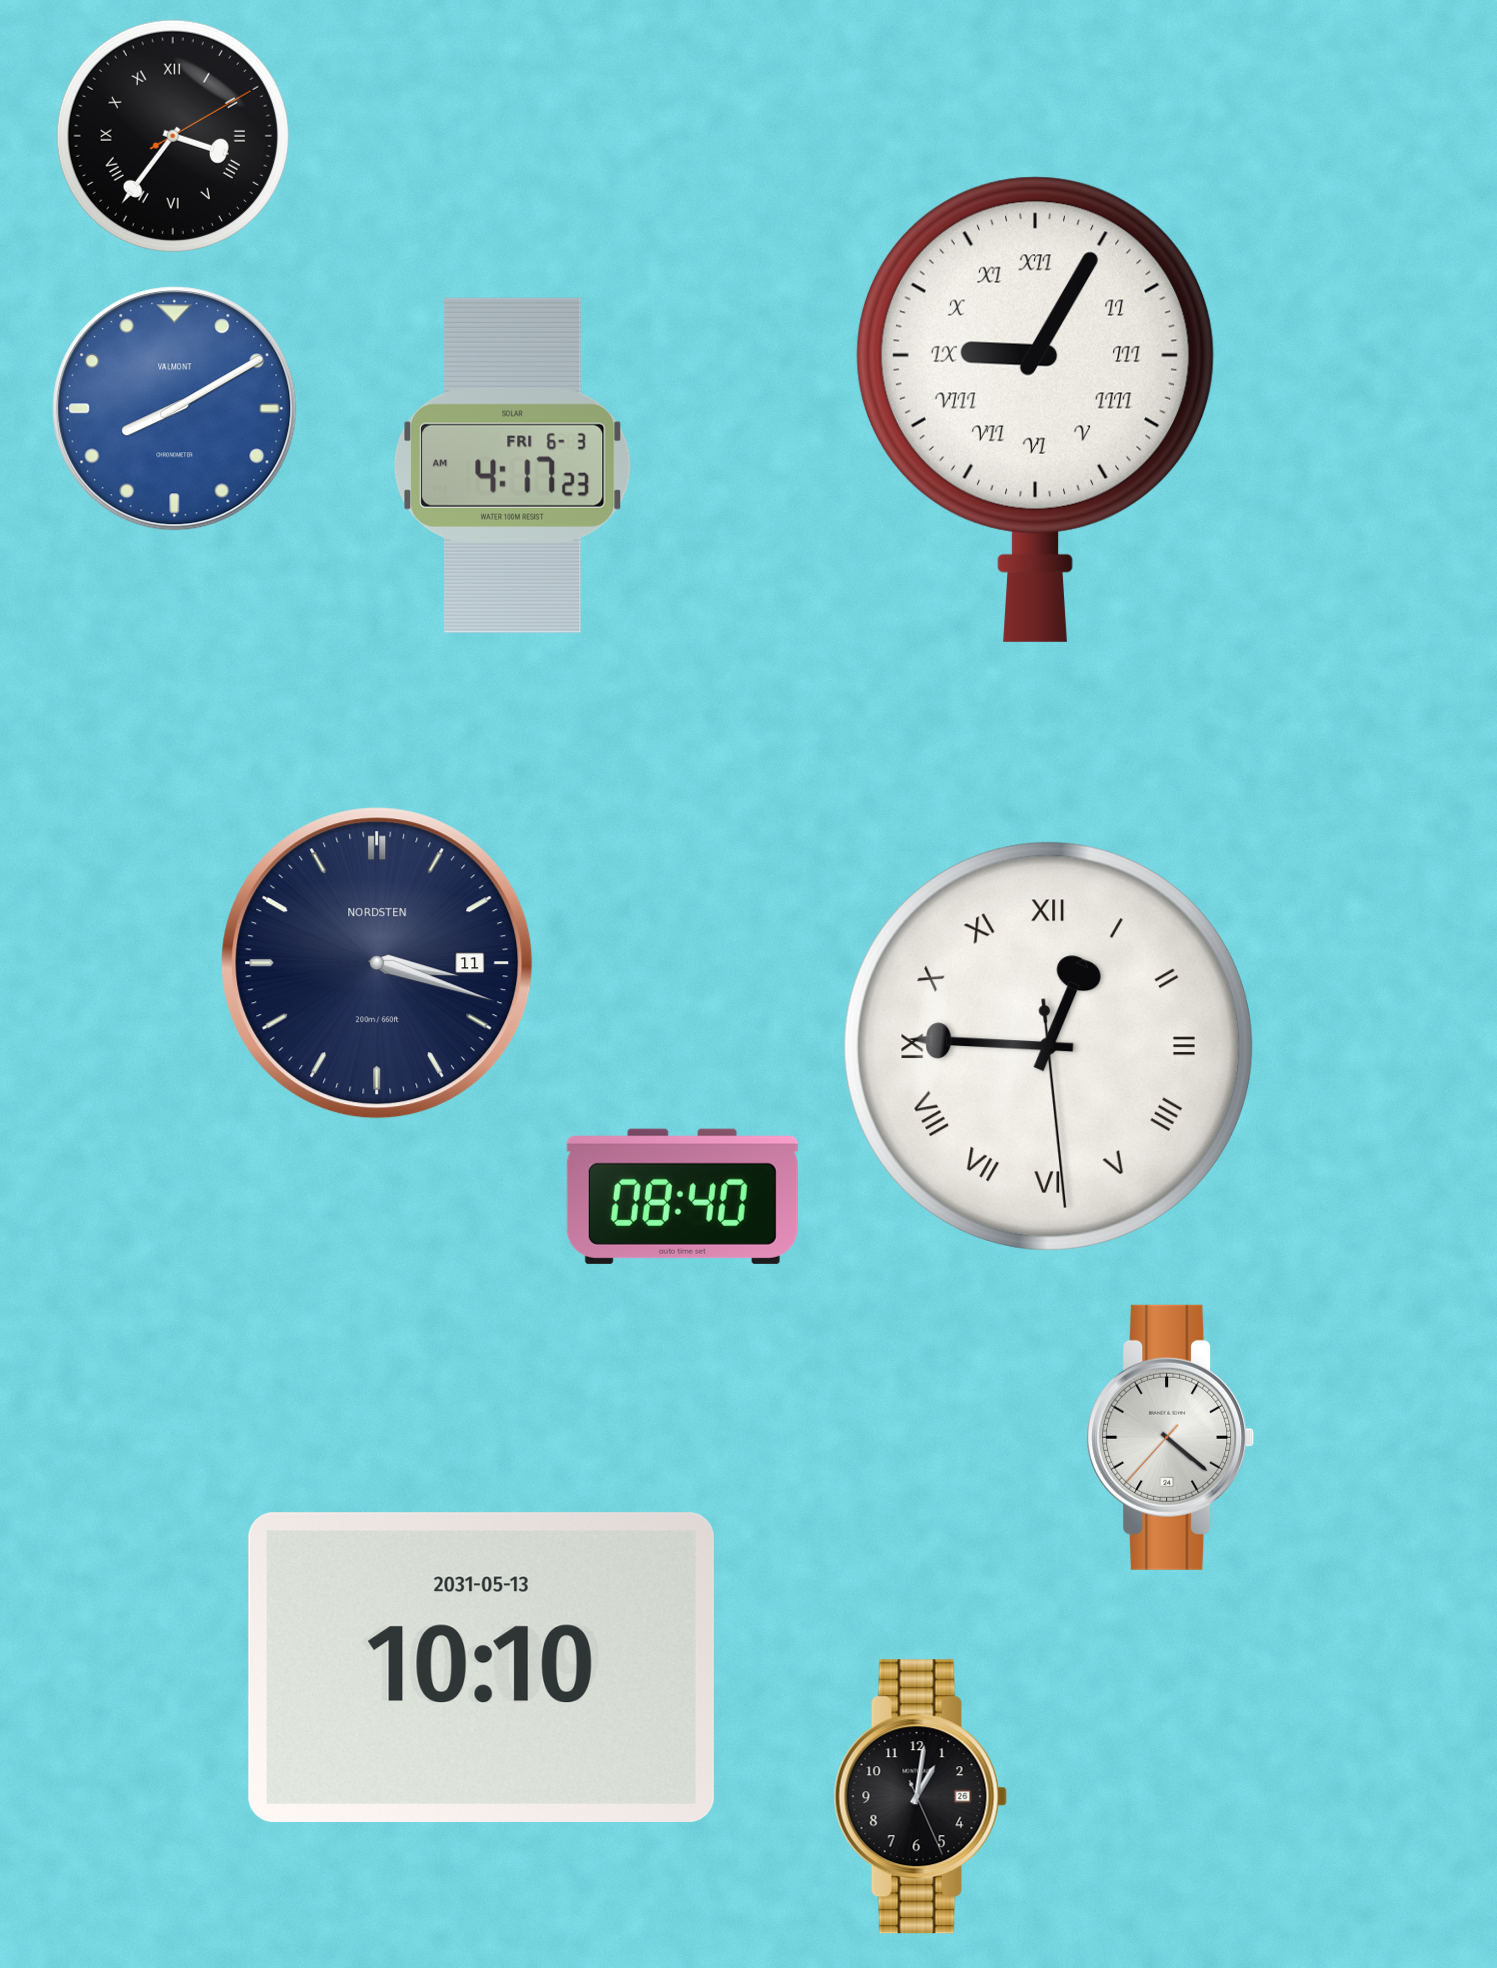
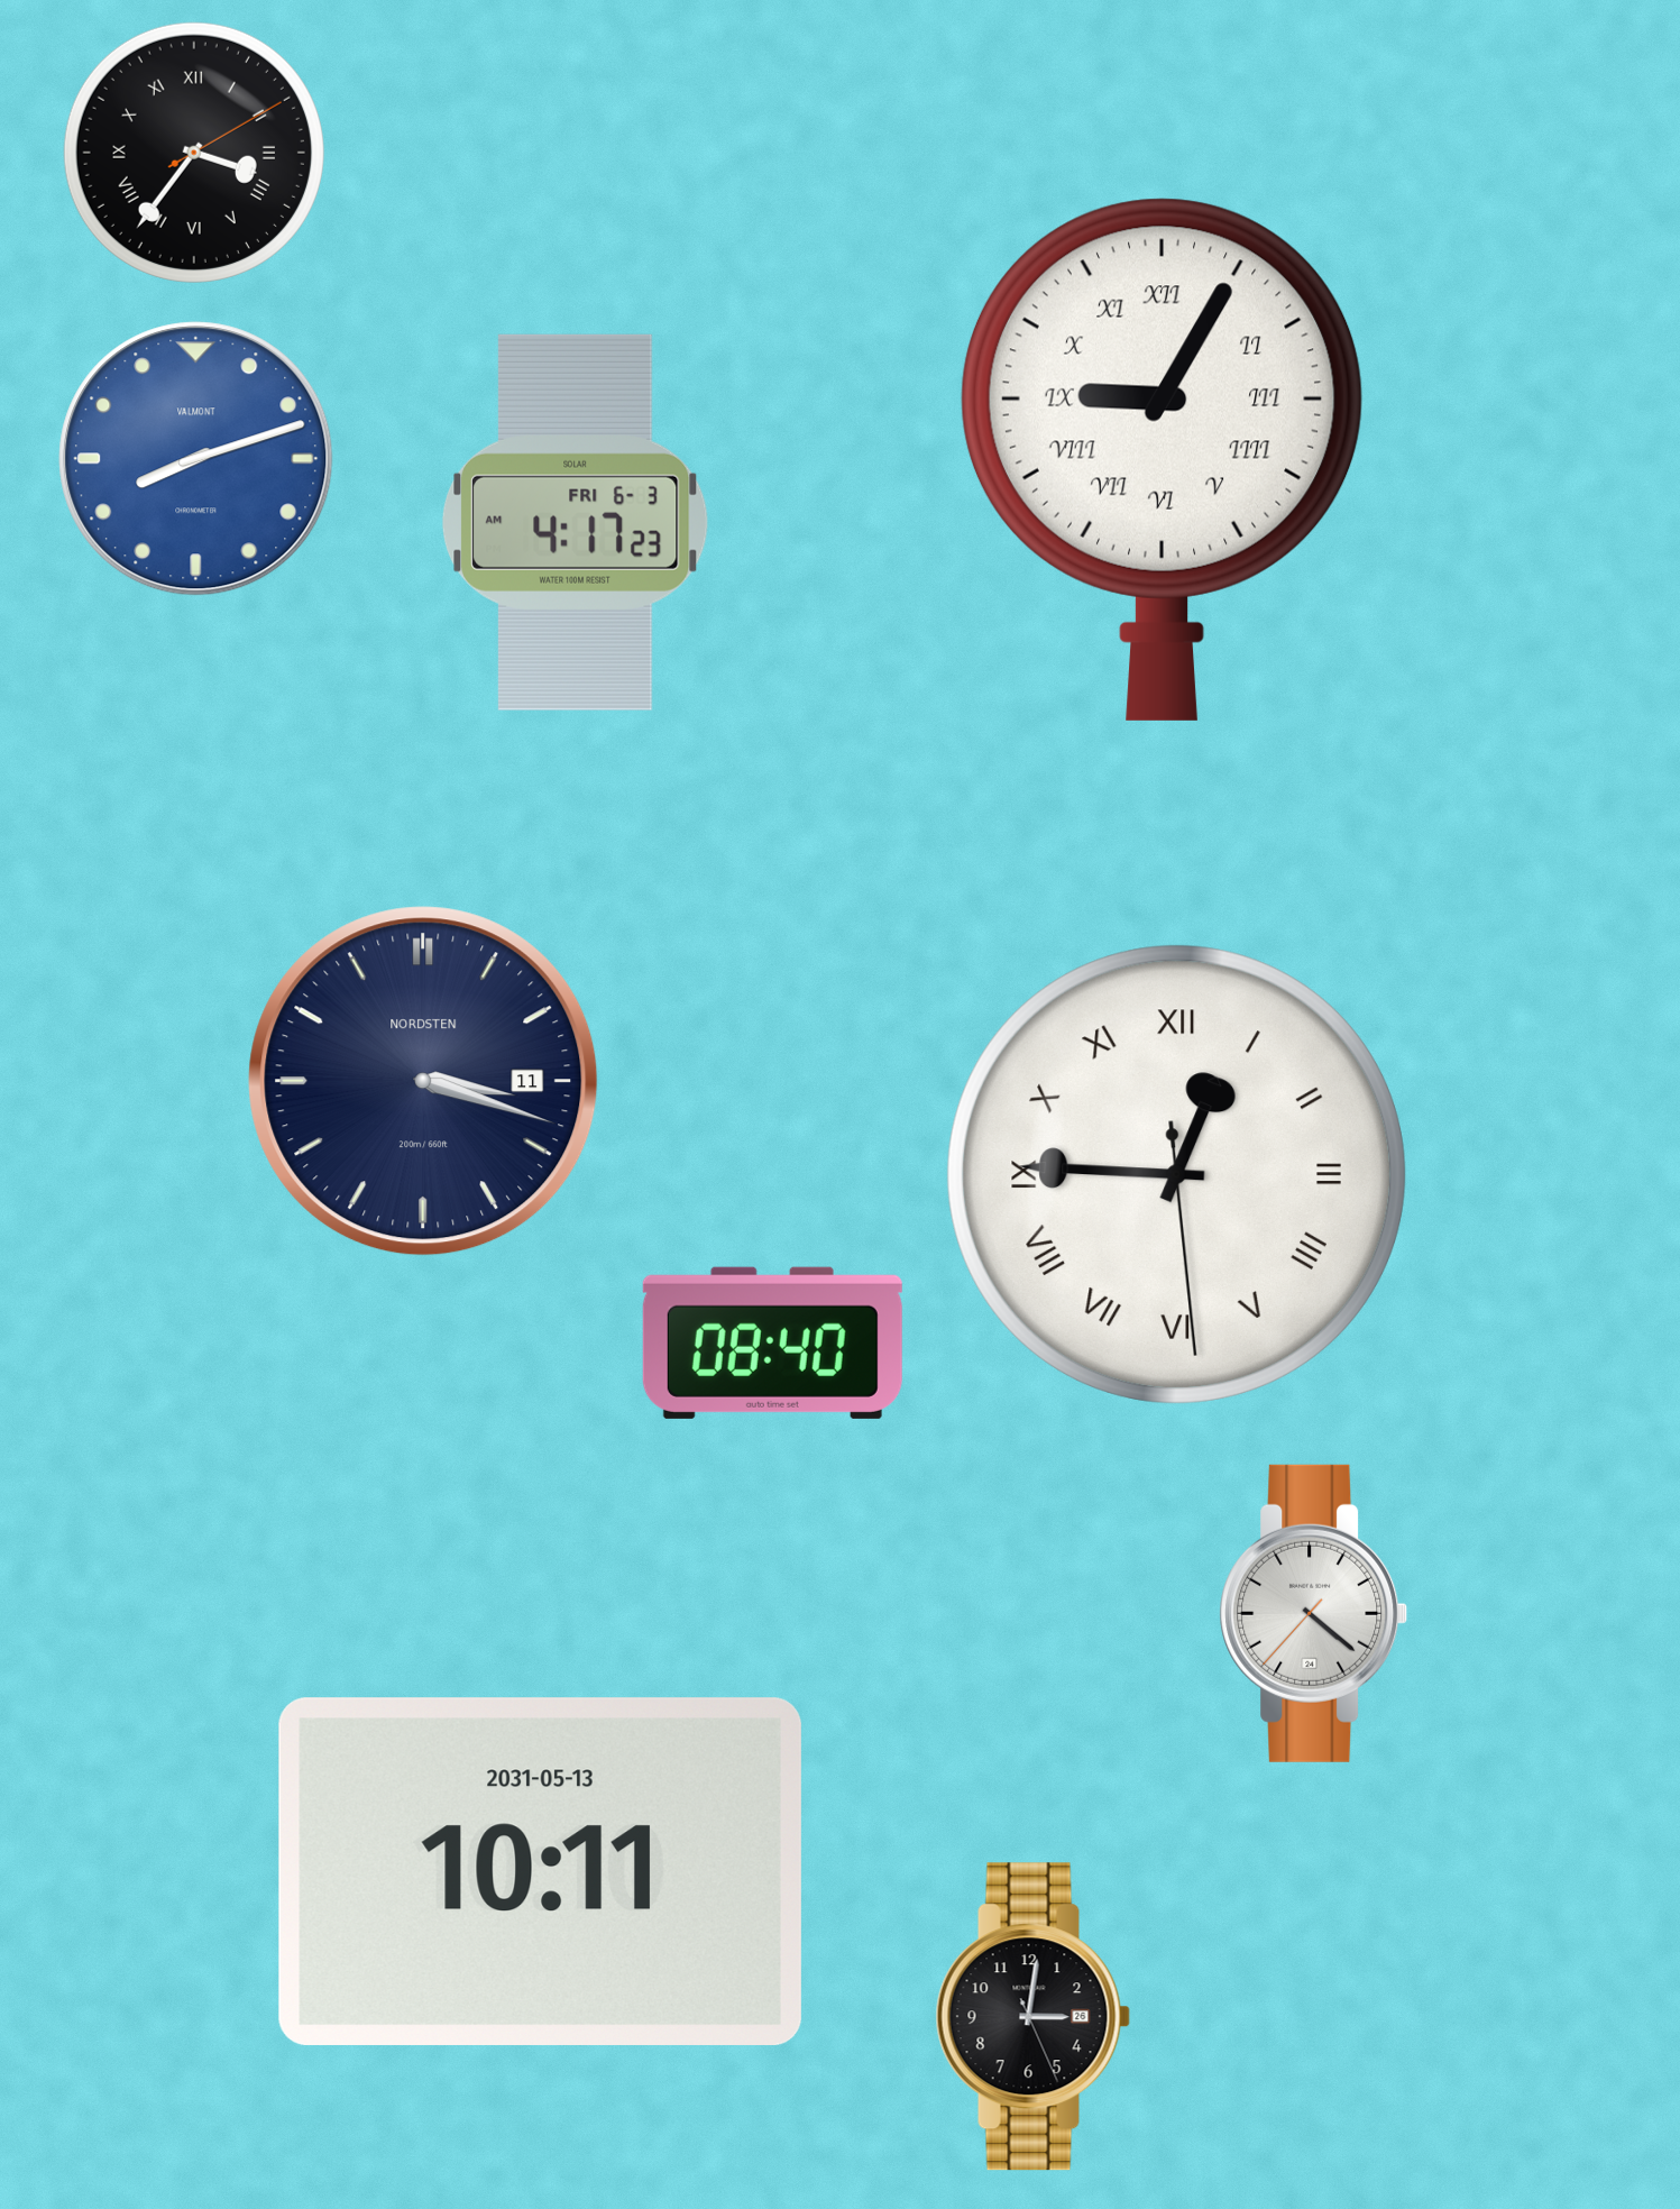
clock at (175, 409): 8:10 -> 8:12
clock at (682, 1196) position: (682, 1196) -> (772, 1342)
clock at (481, 1667): 10:10 -> 10:11
clock at (920, 1797): 1:01 -> 3:01
